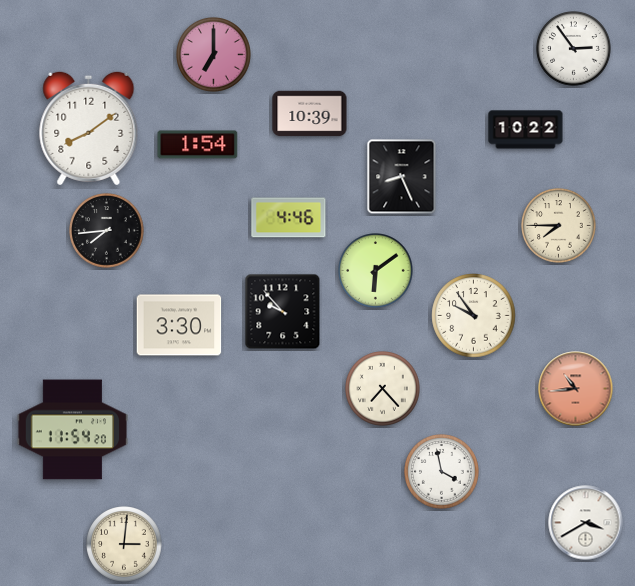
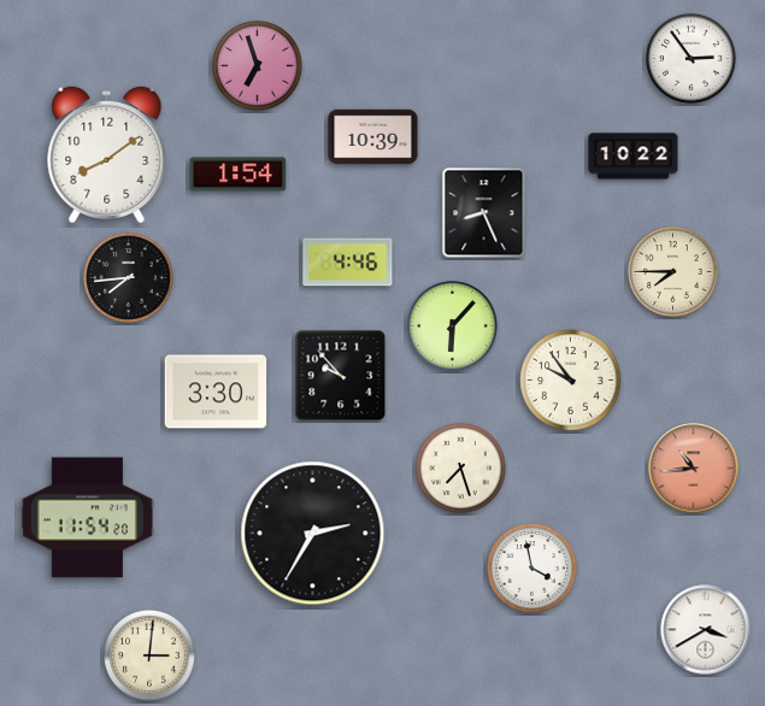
clock at (214, 55): 7:00 -> 6:57
clock at (376, 271): 6:09 -> 6:07
clock at (383, 389): 7:23 -> 7:27
clock at (313, 534): none -> 2:35
